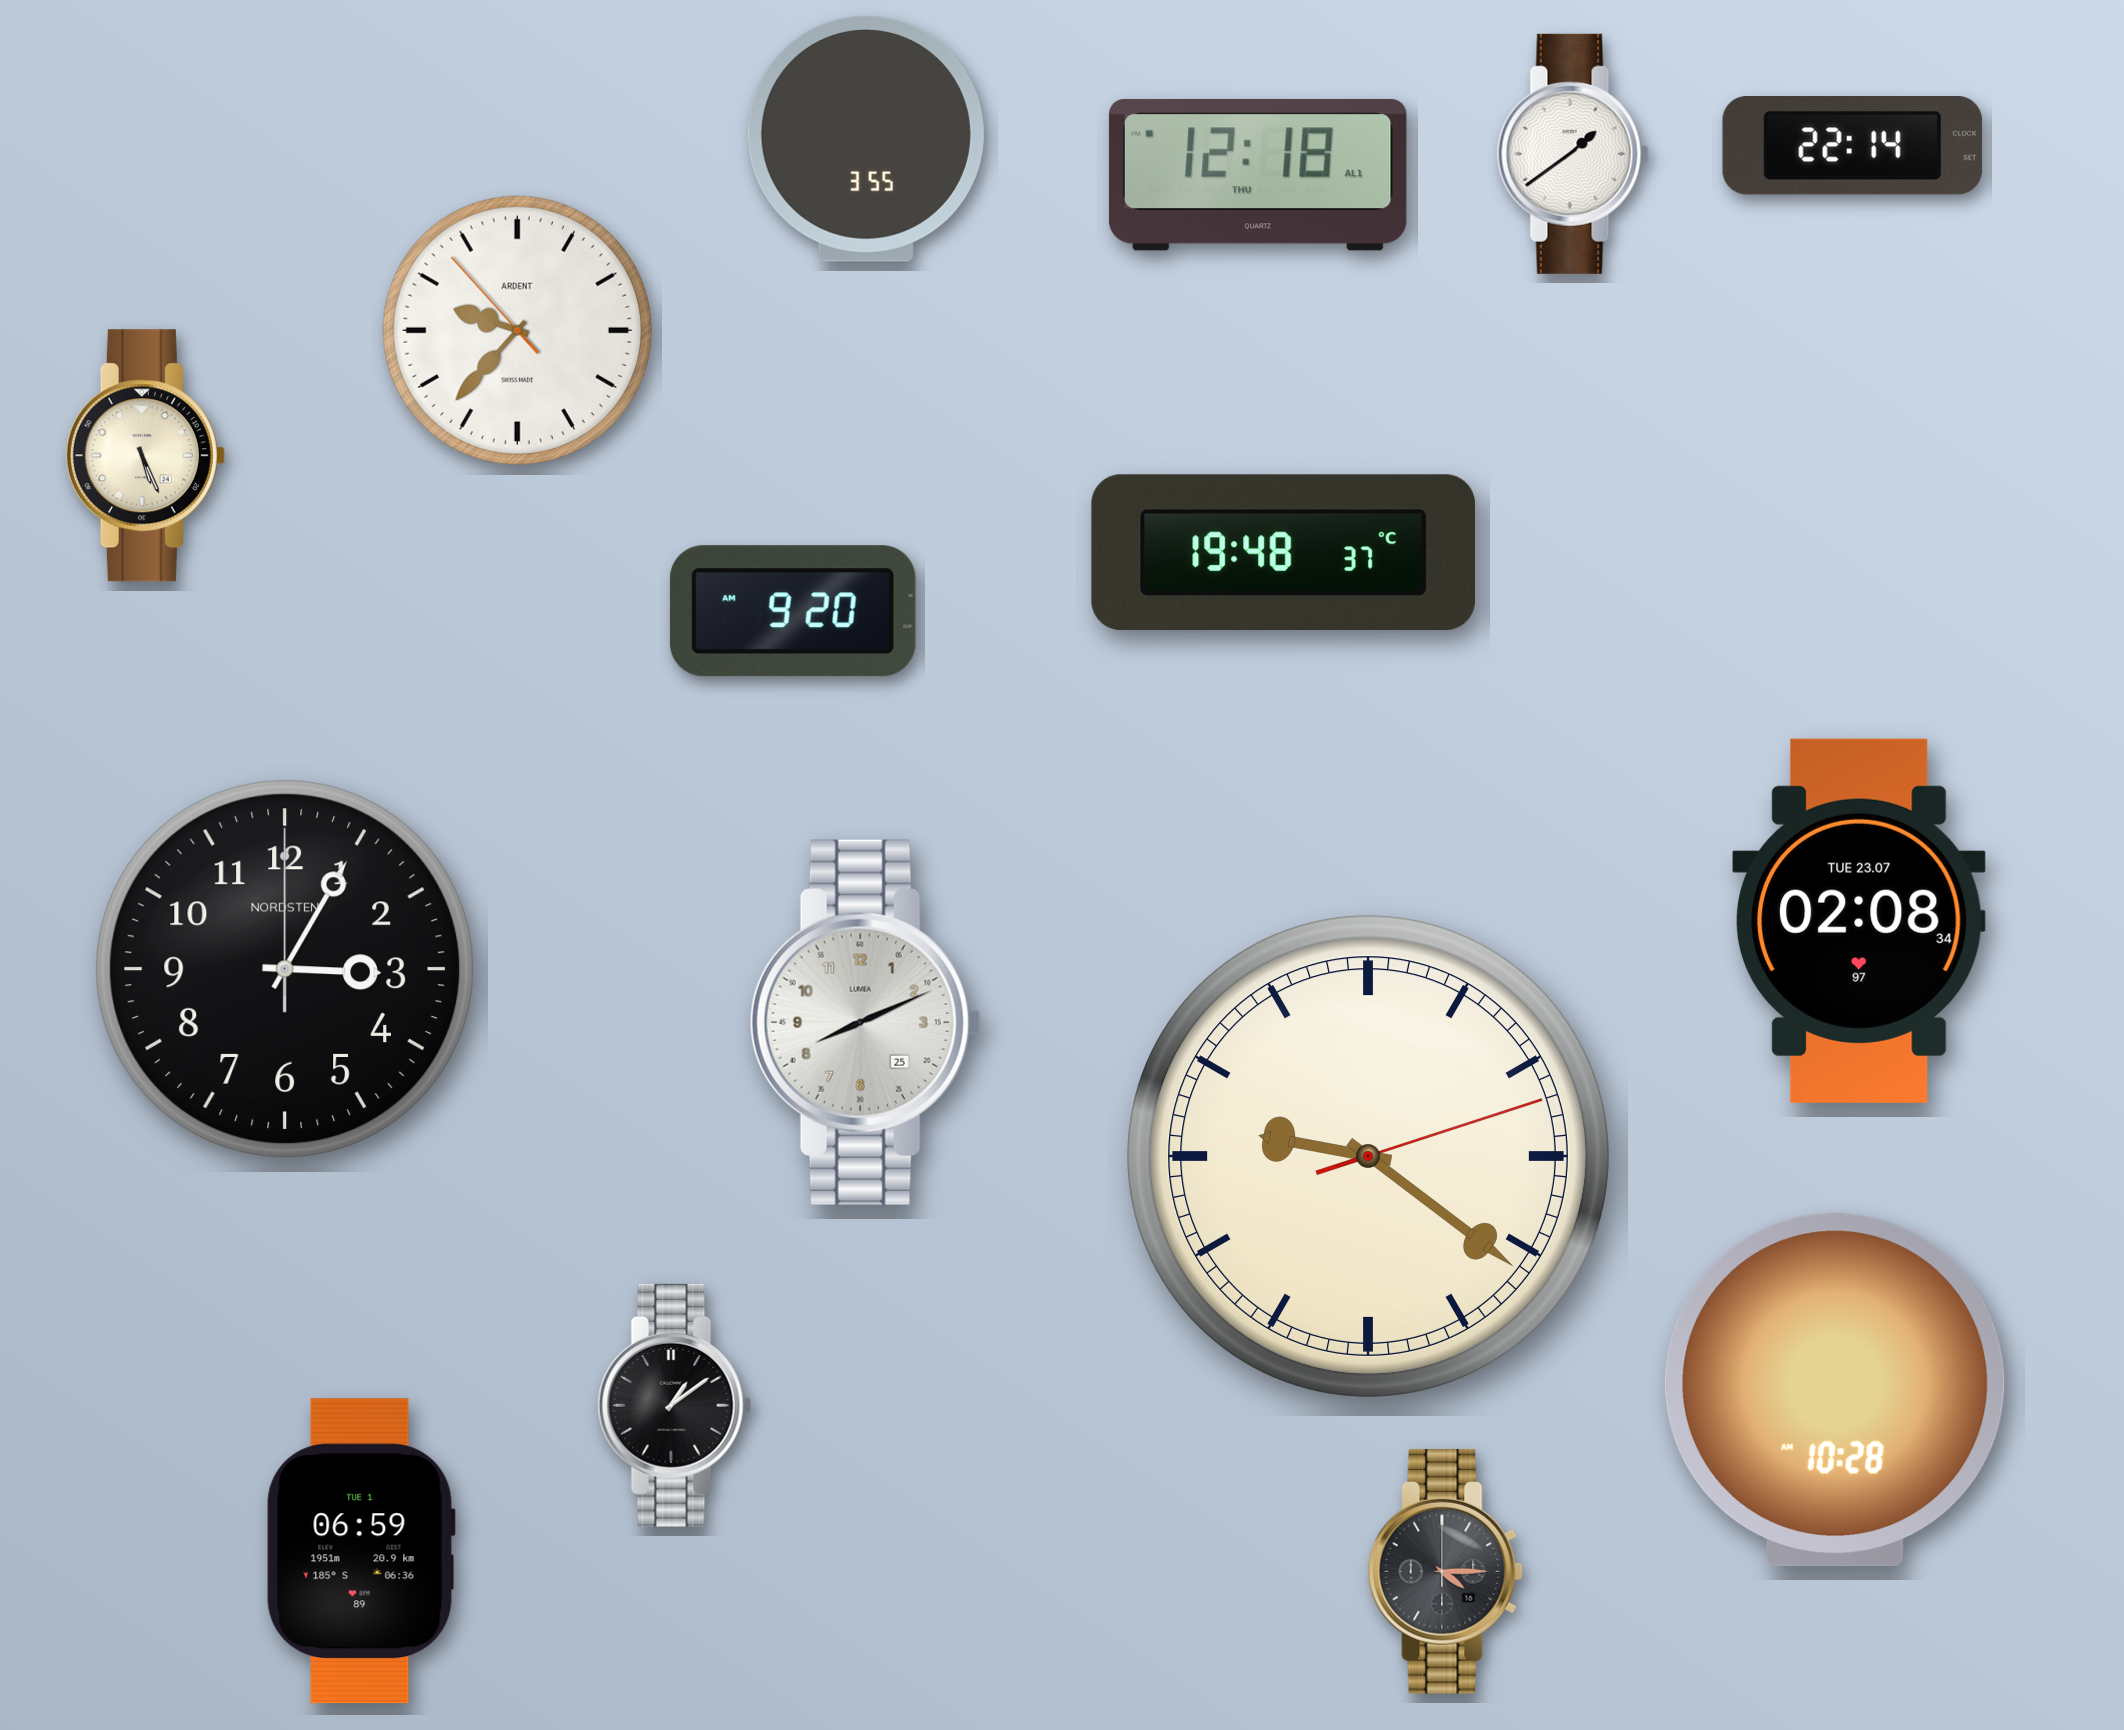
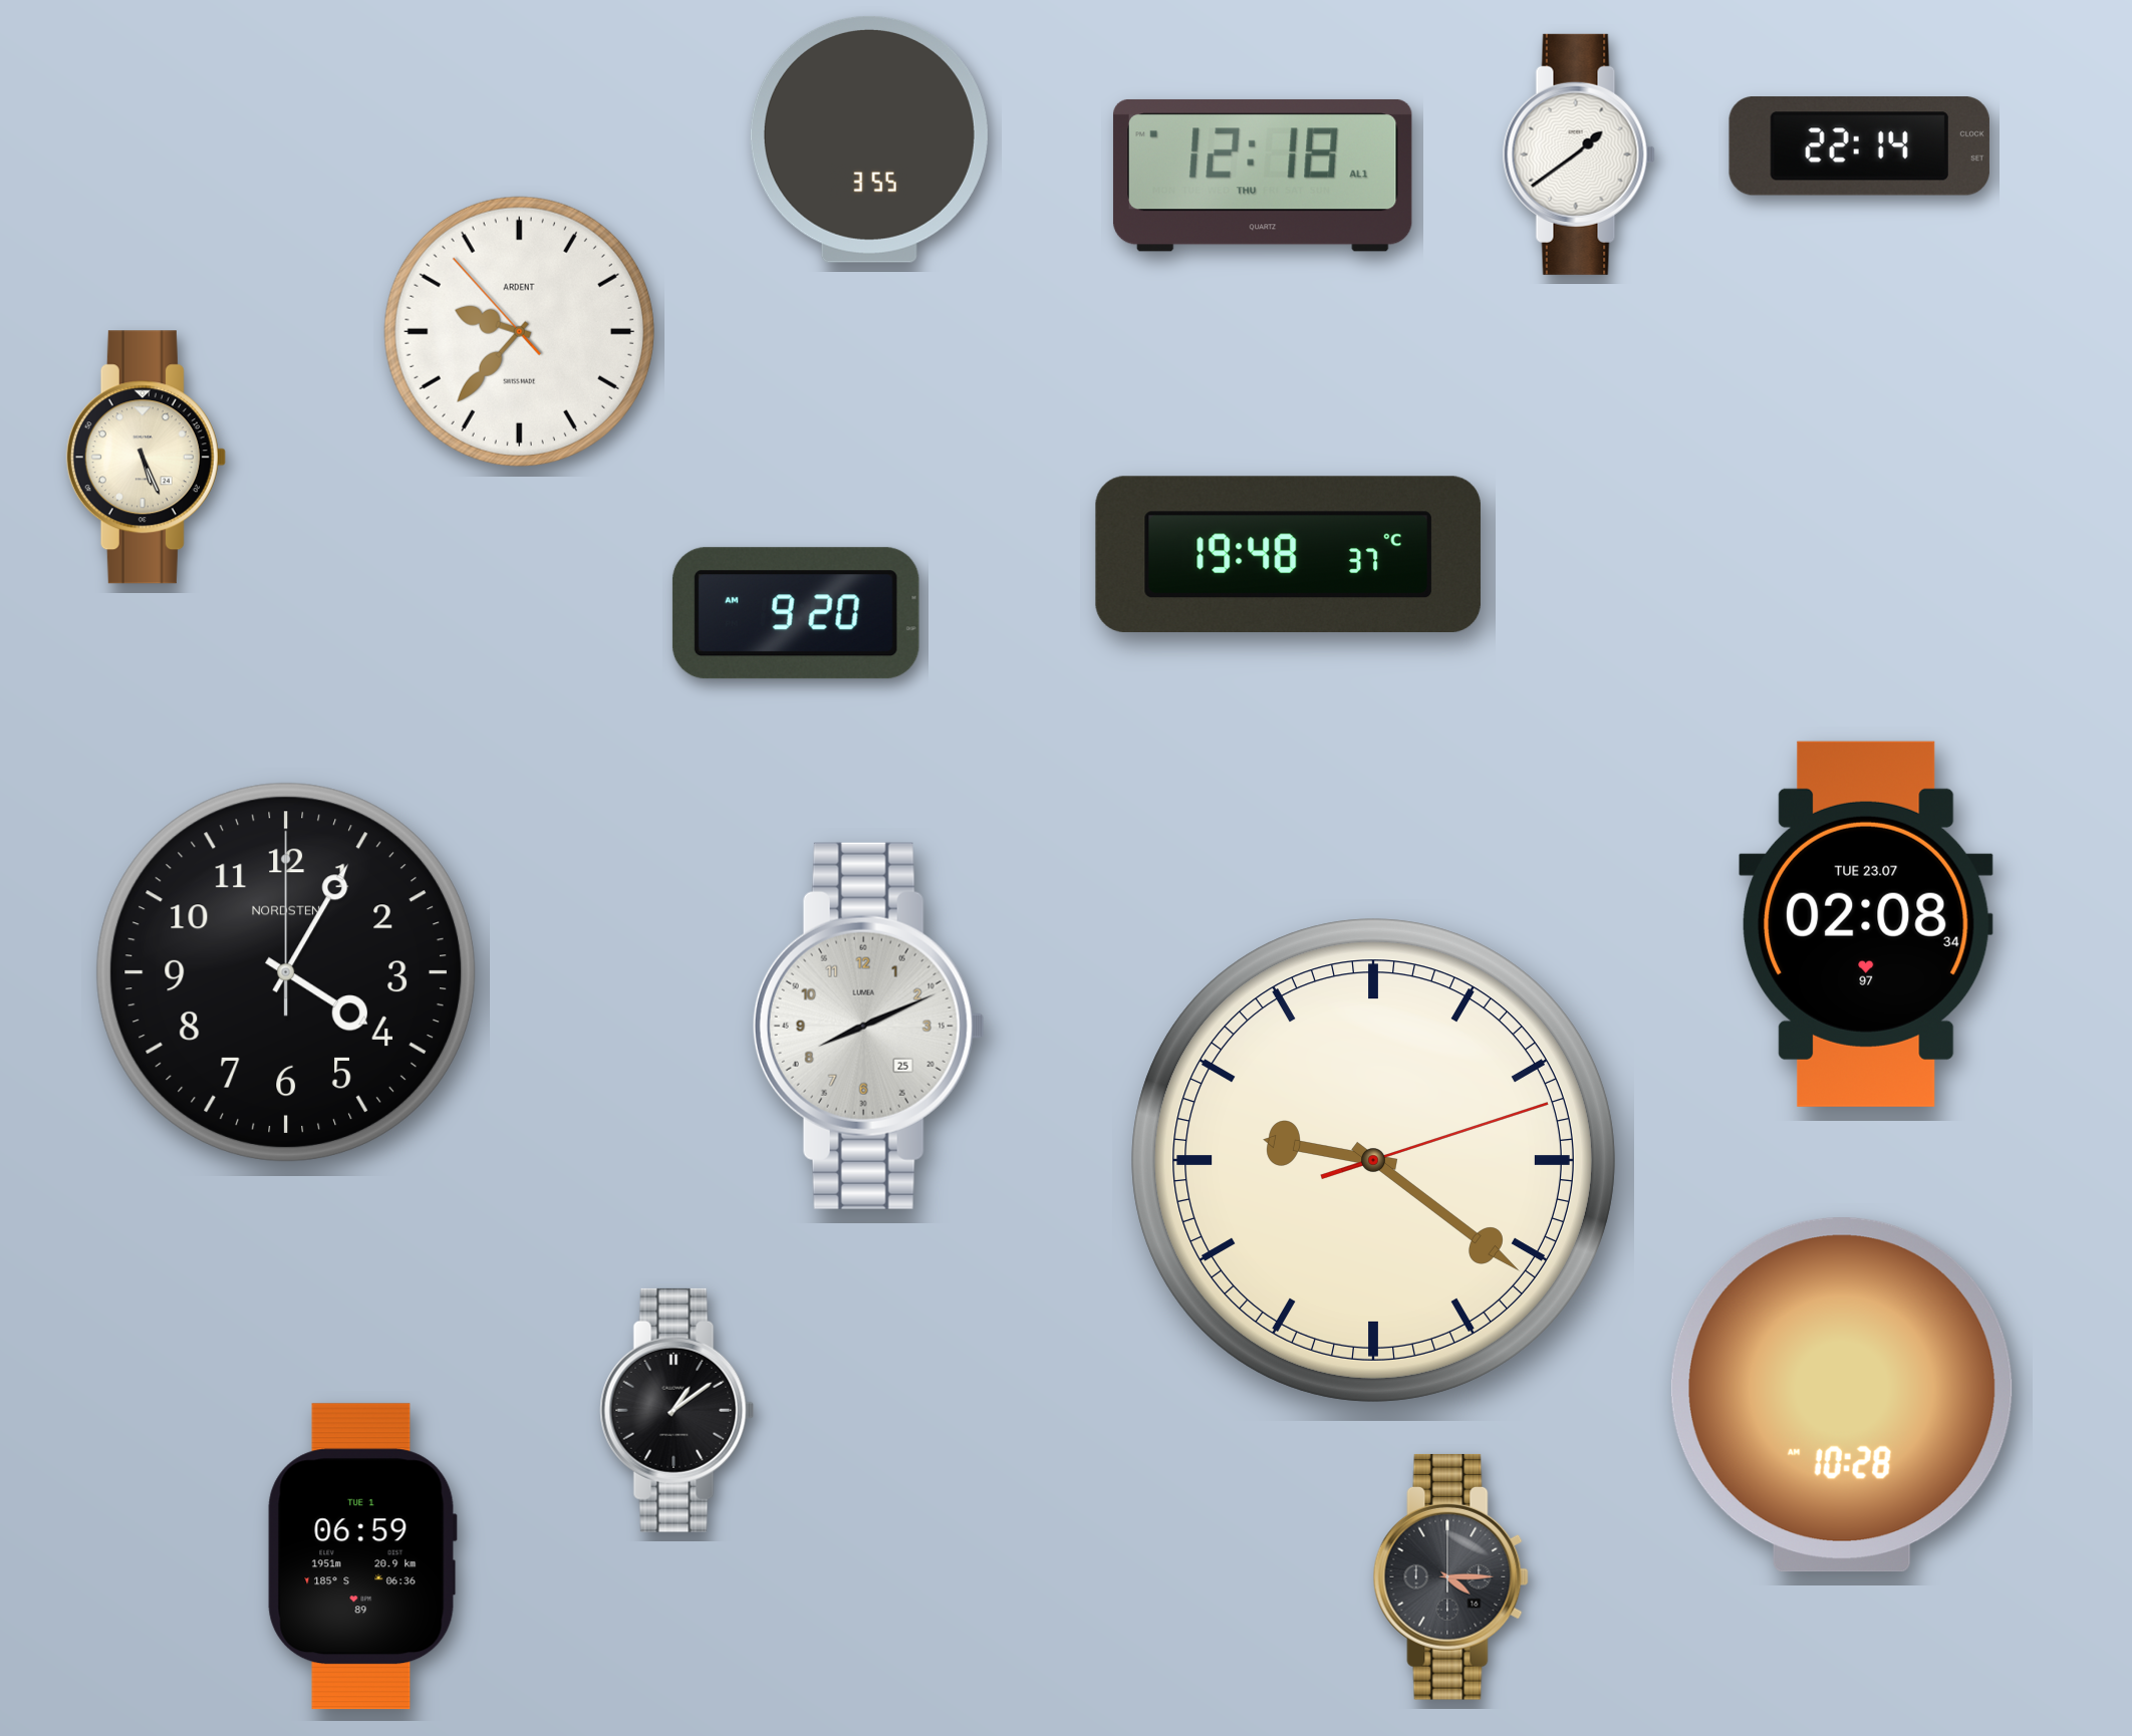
clock at (285, 969): 3:05 -> 4:05
